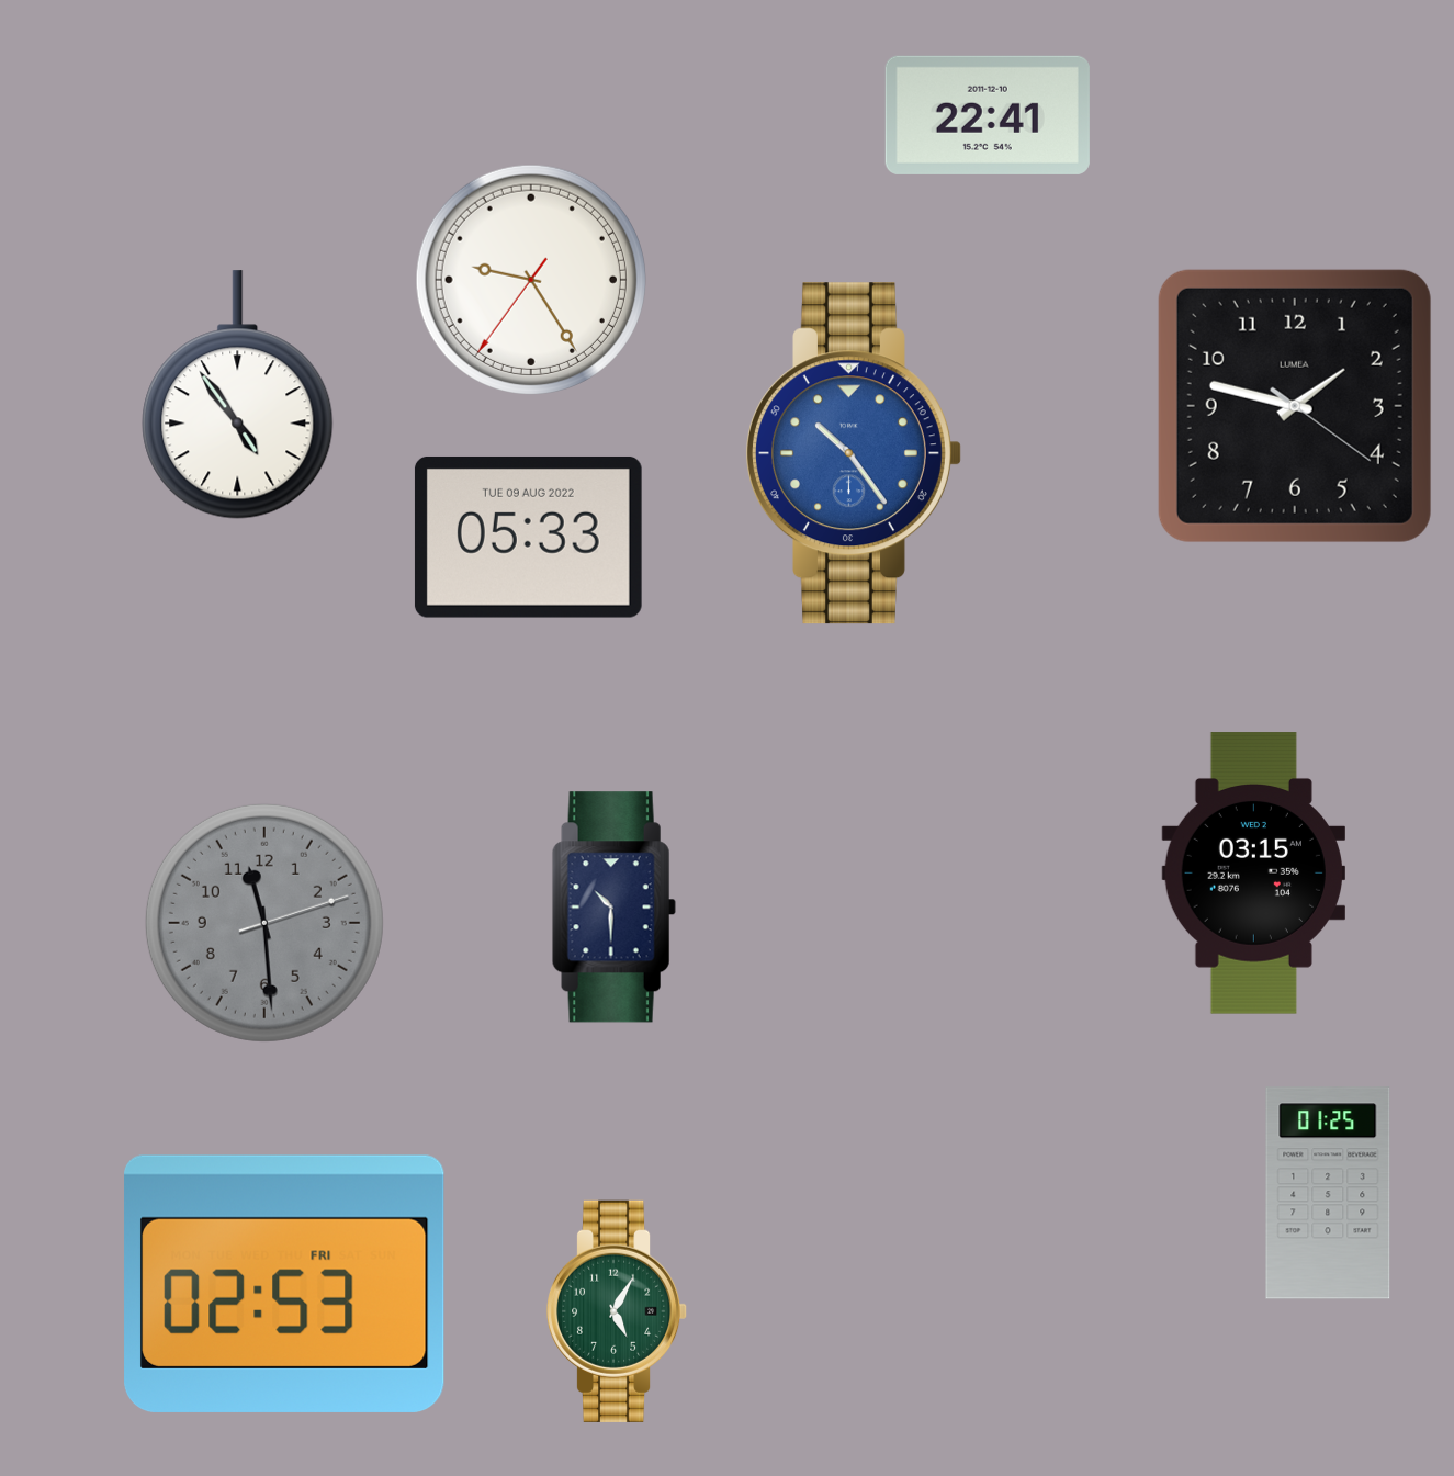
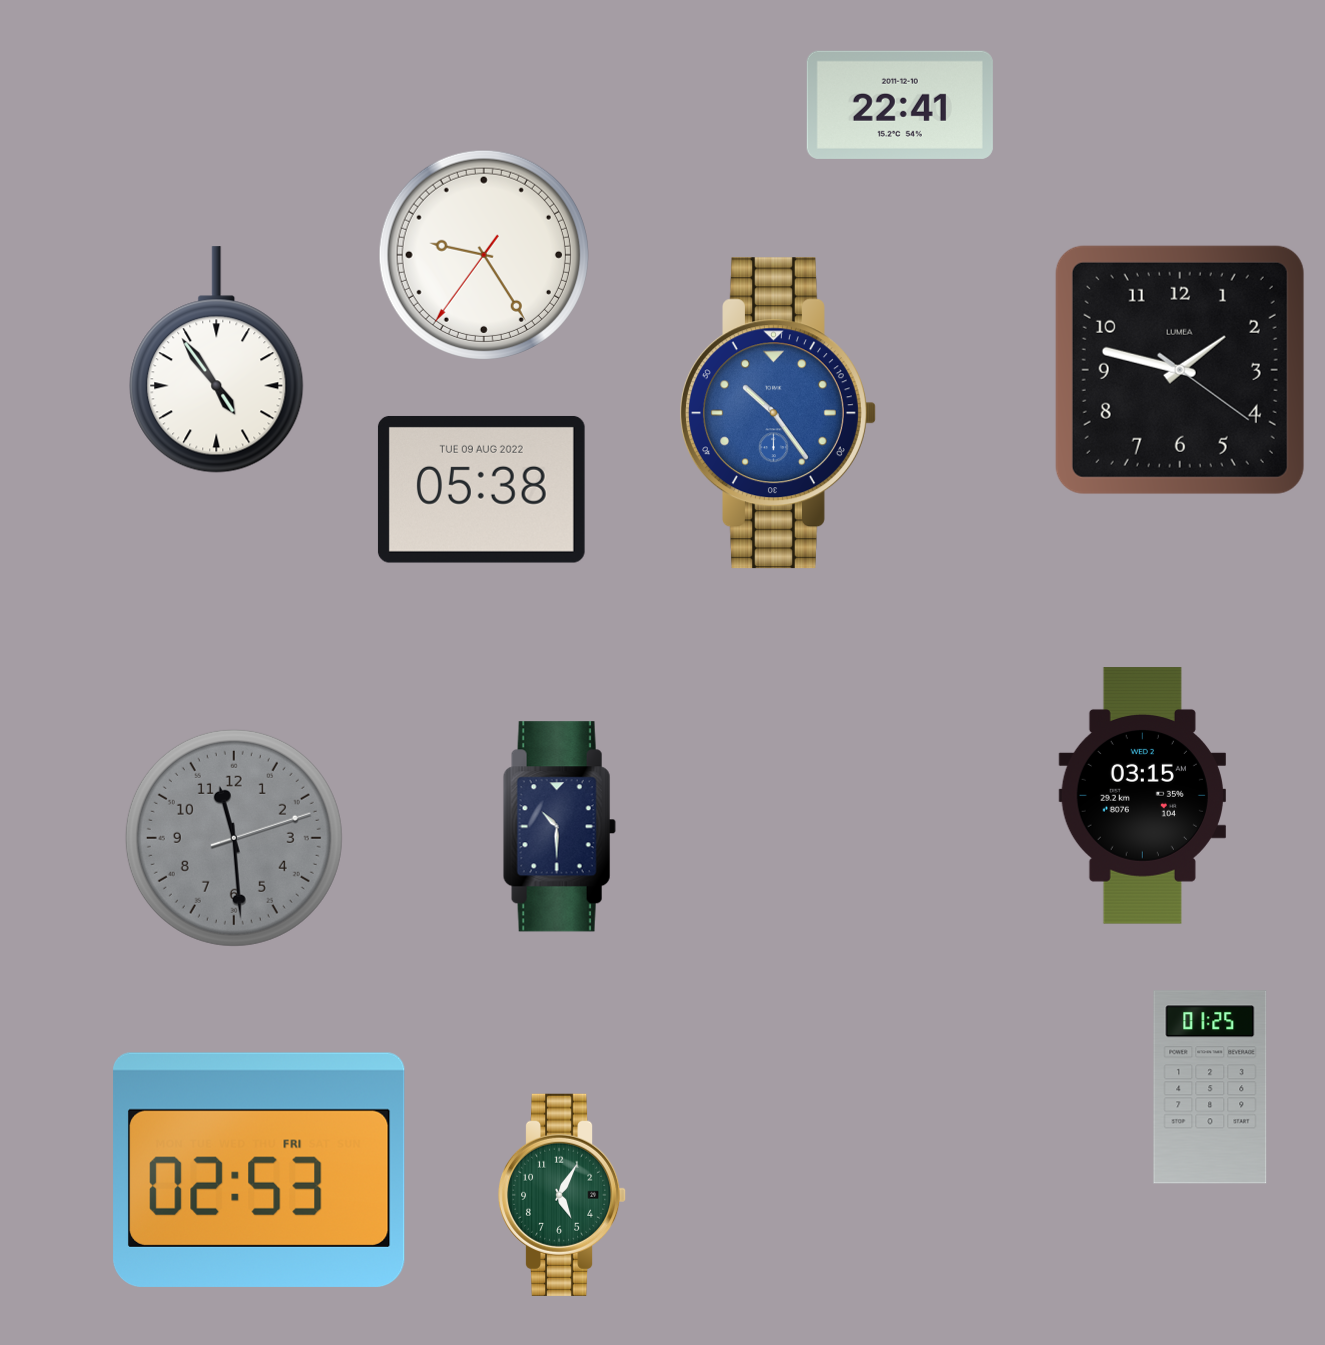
clock at (528, 537): 05:33 -> 05:38
clock at (264, 923) position: (264, 923) -> (234, 838)
